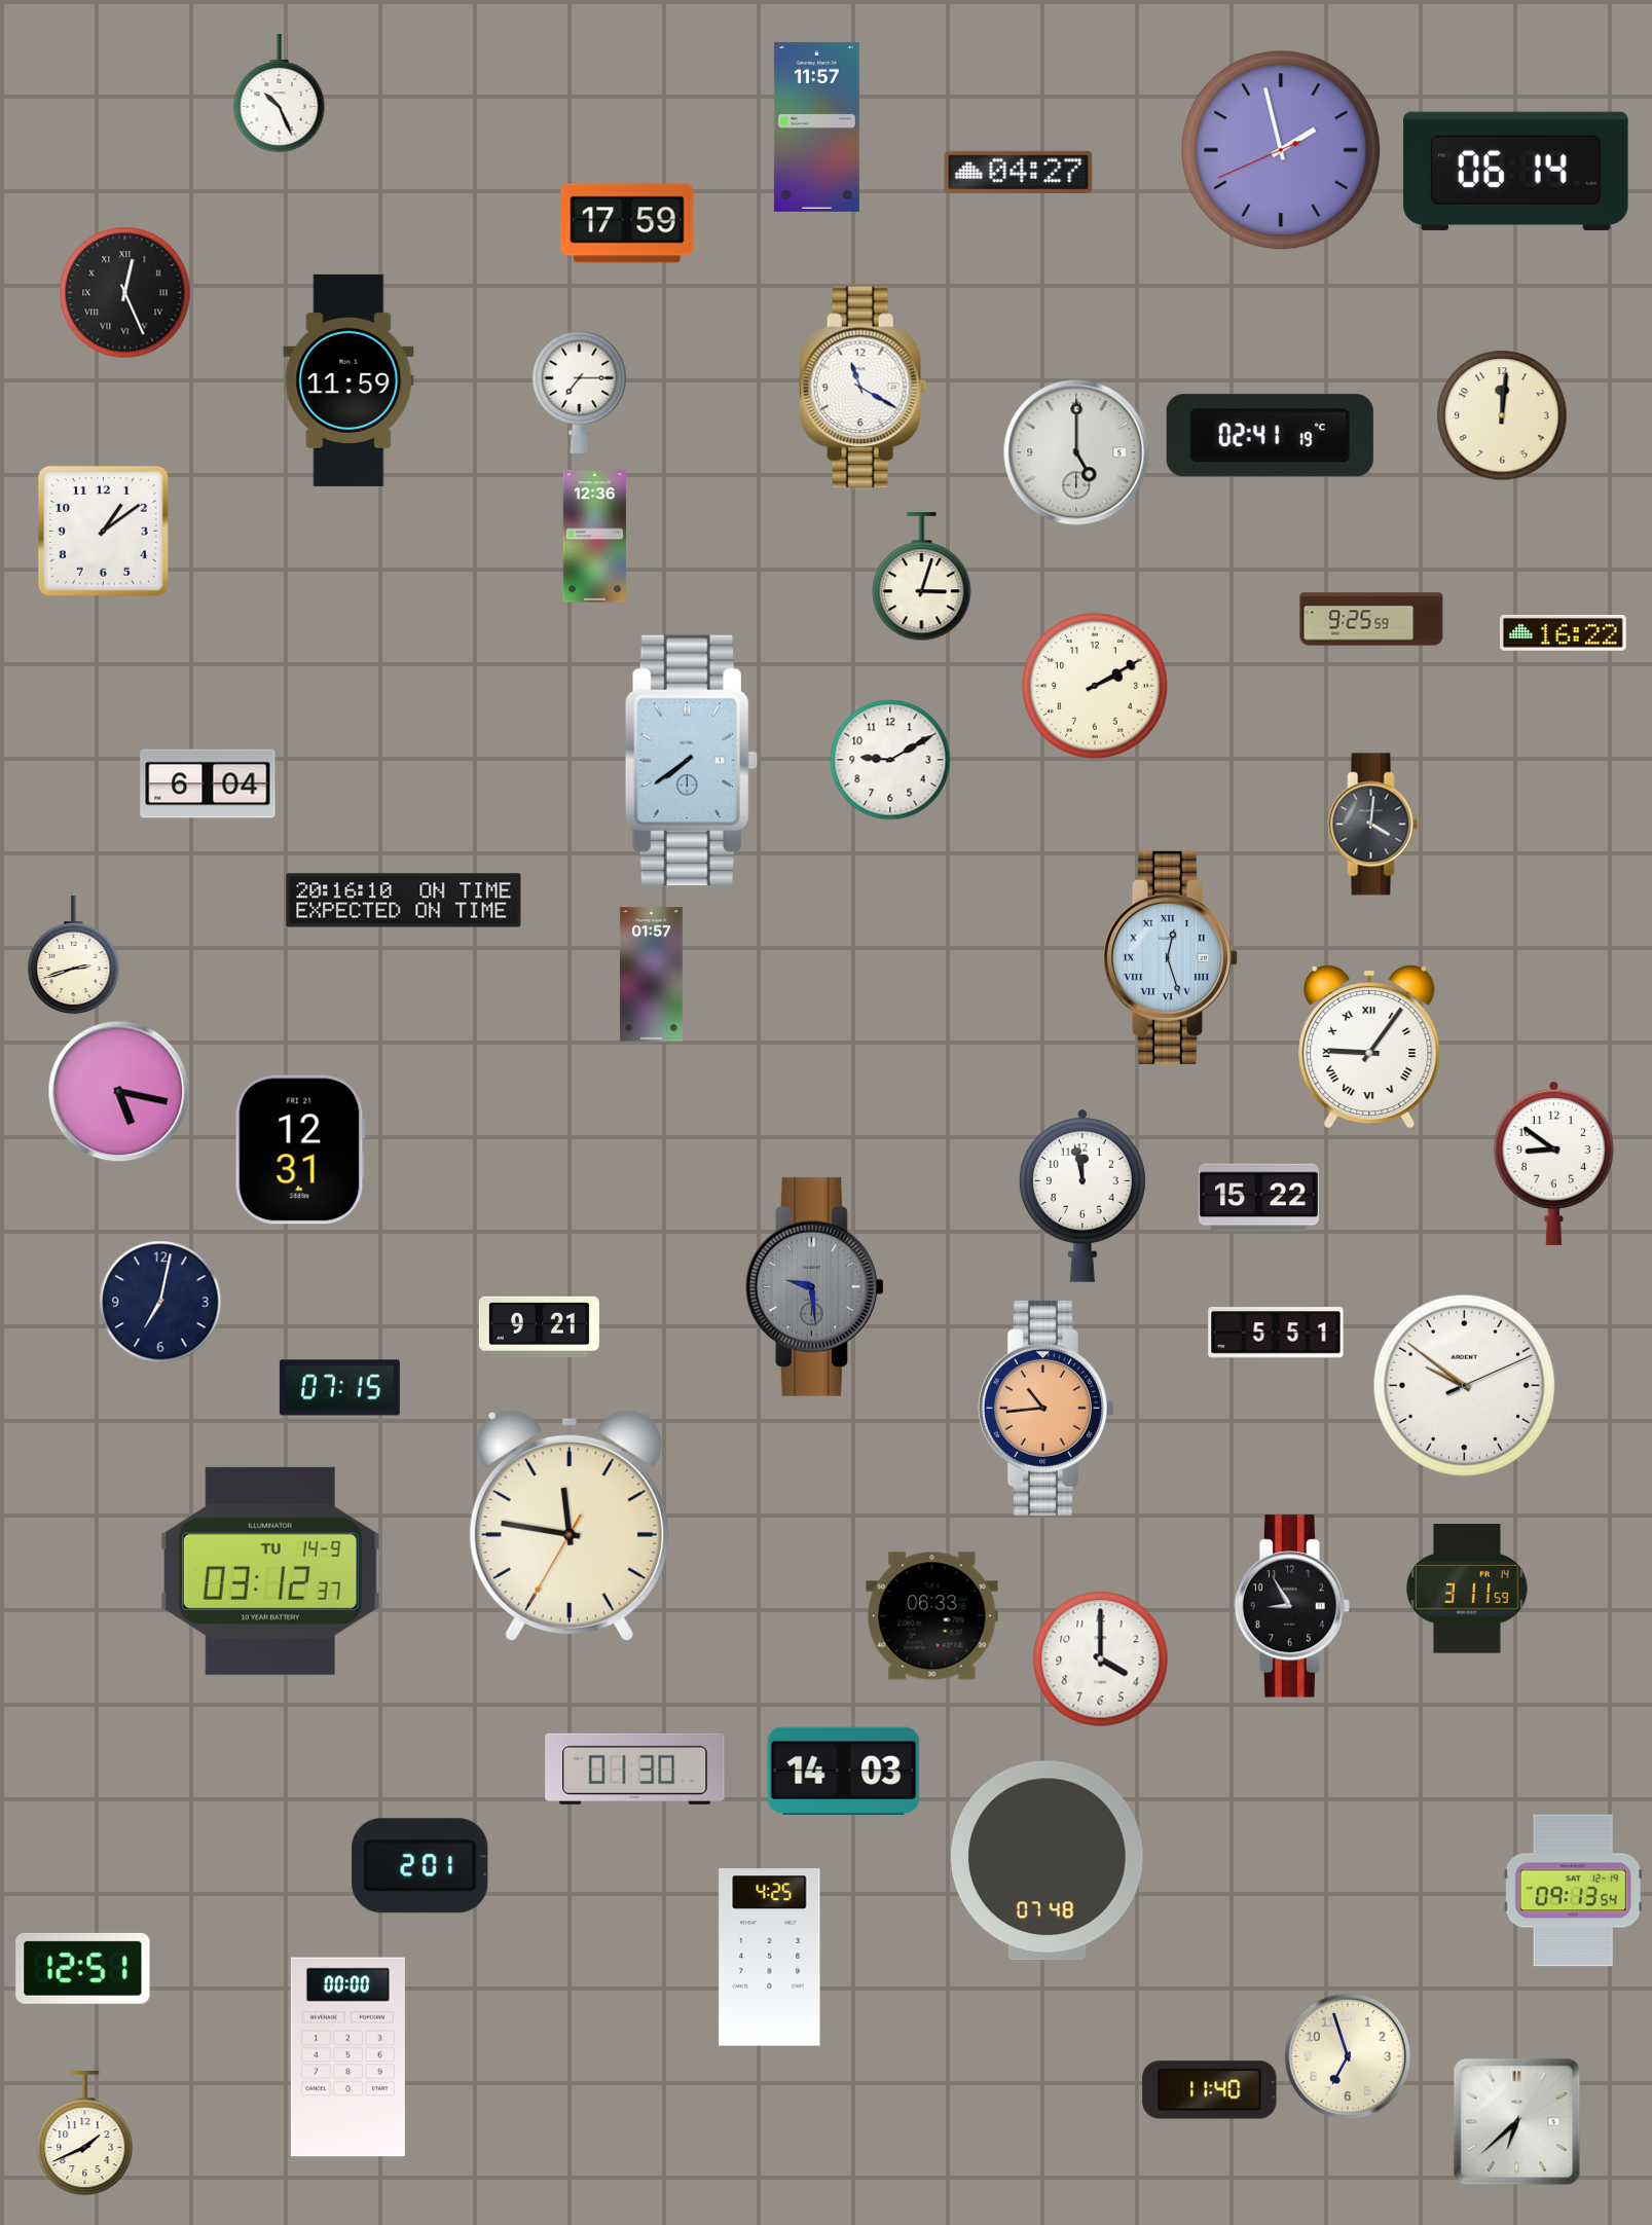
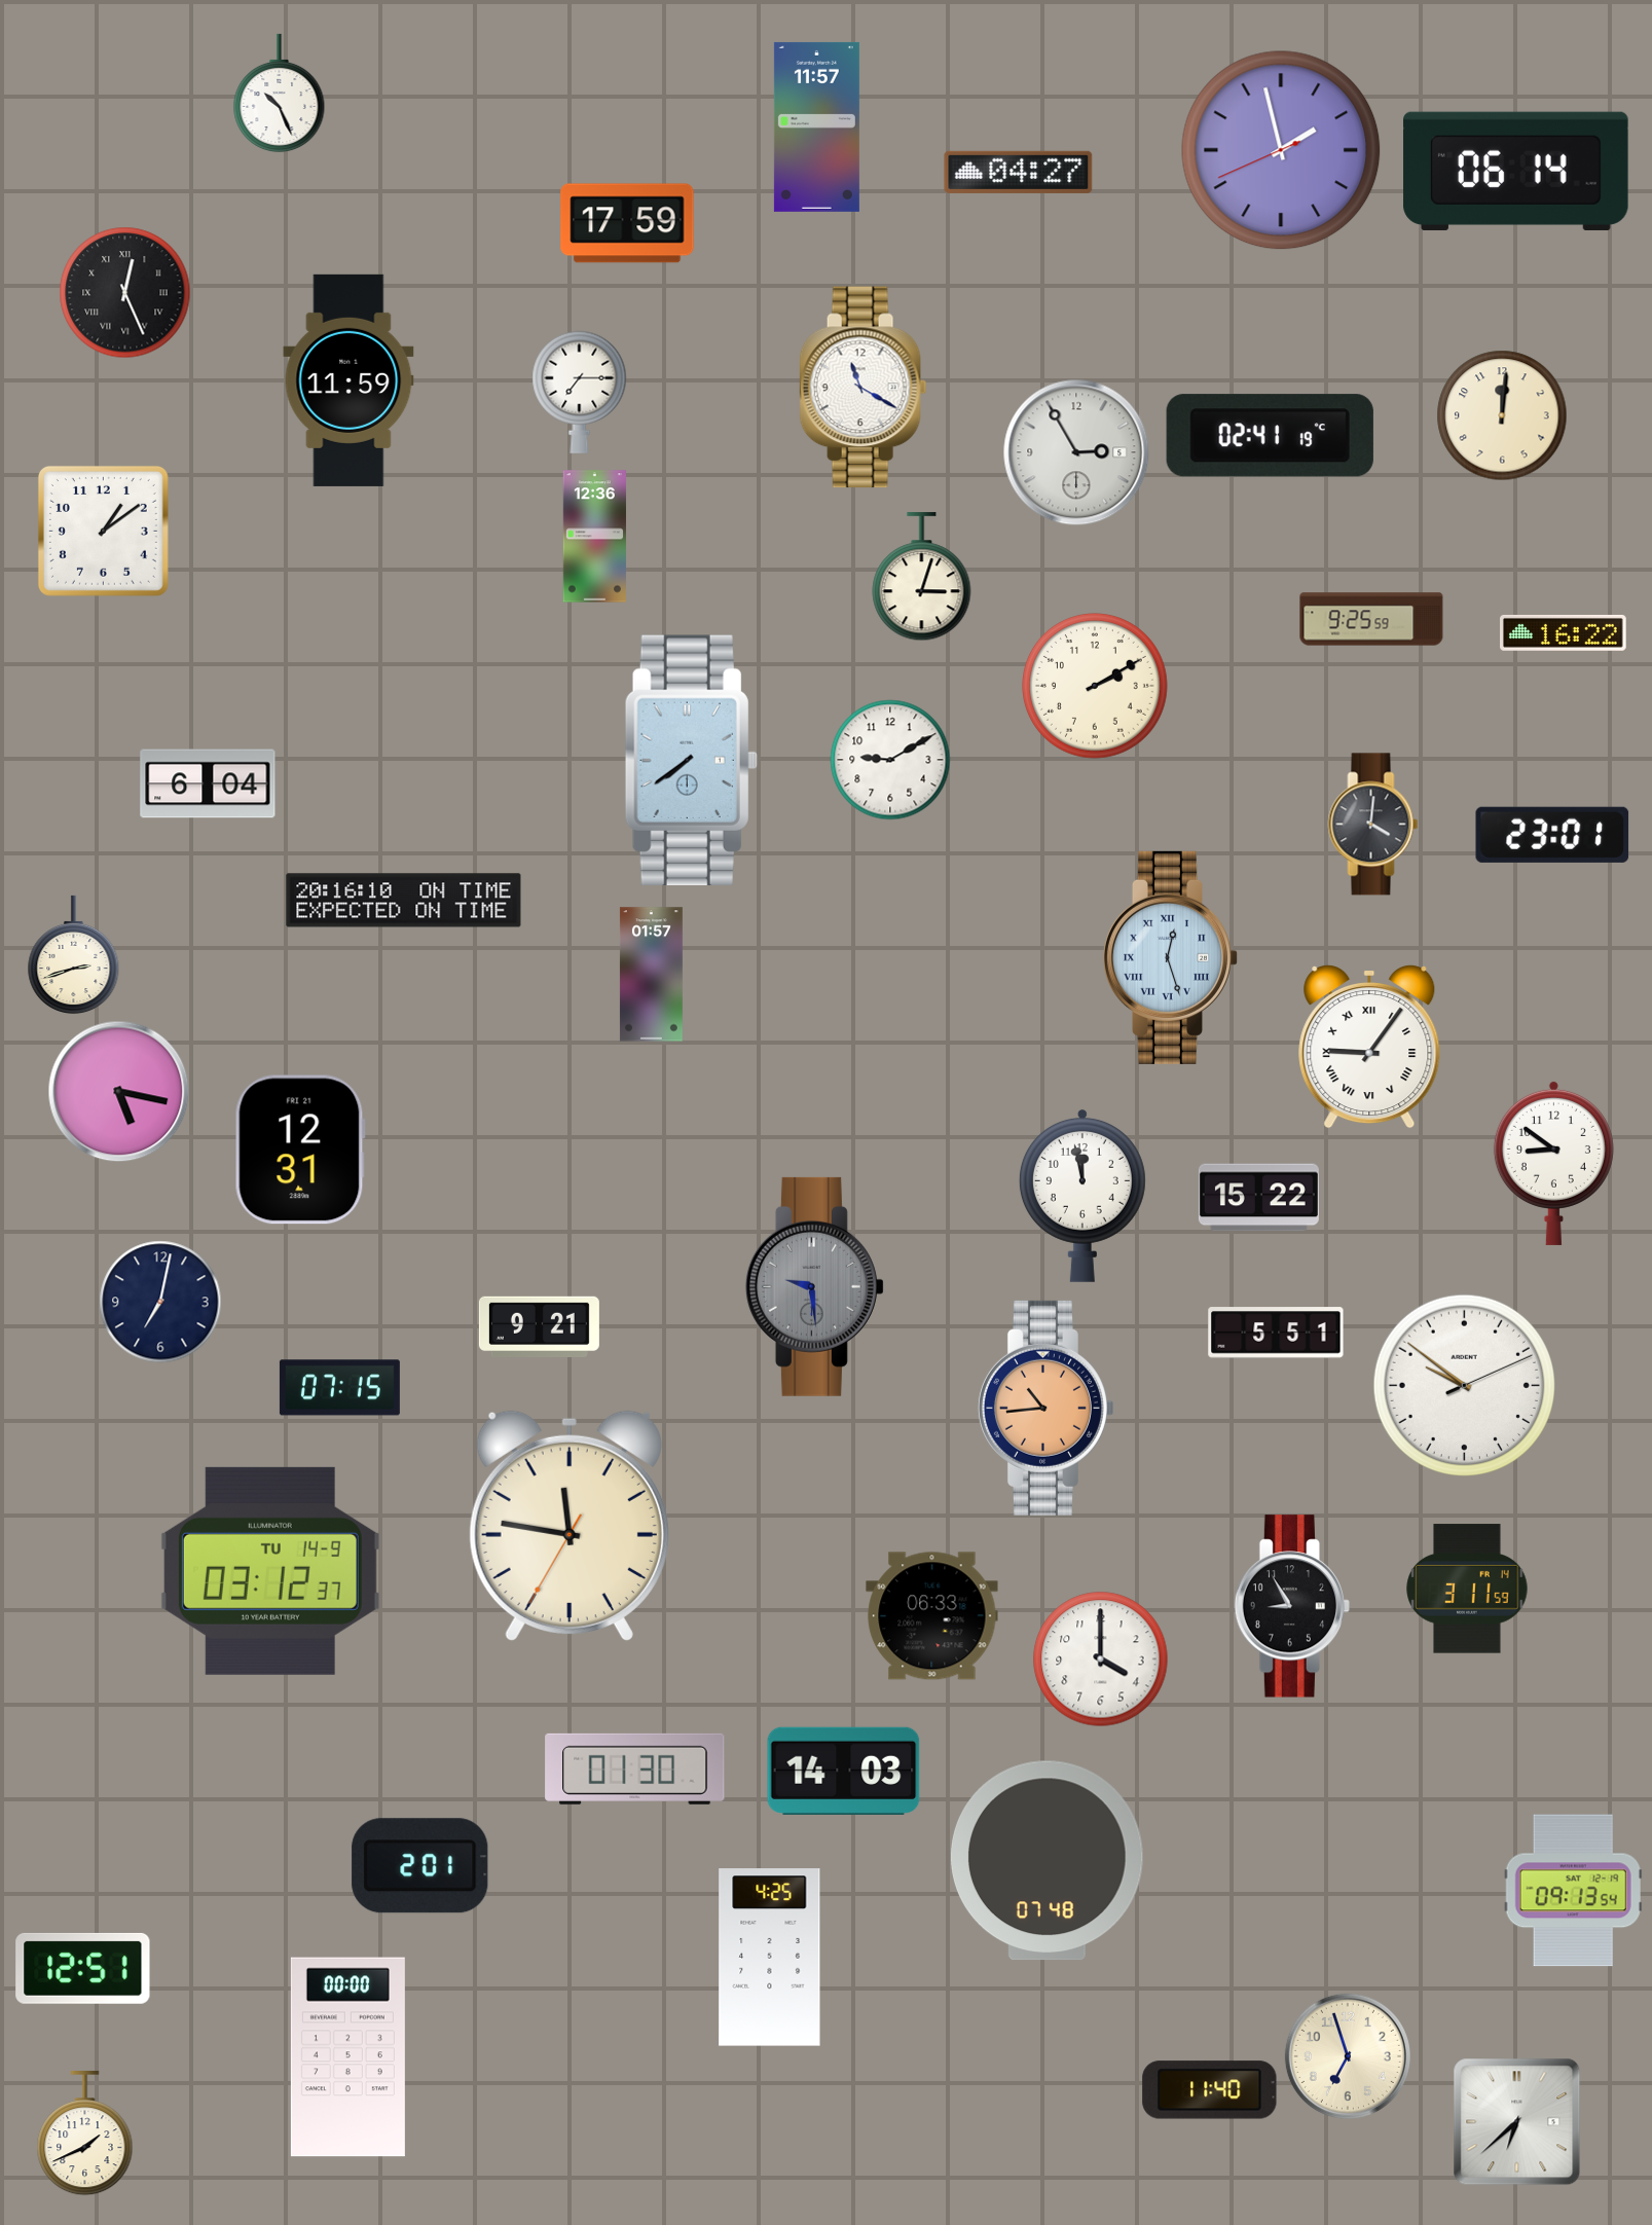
clock at (1076, 452): 5:00 -> 2:55
clock at (1552, 835): none -> 23:01
